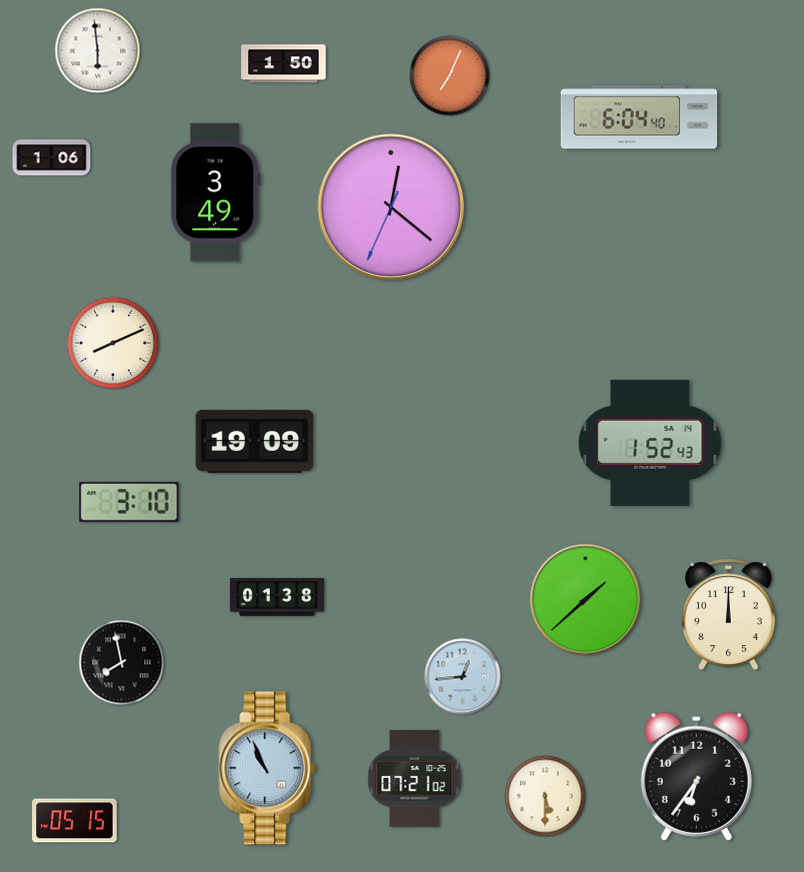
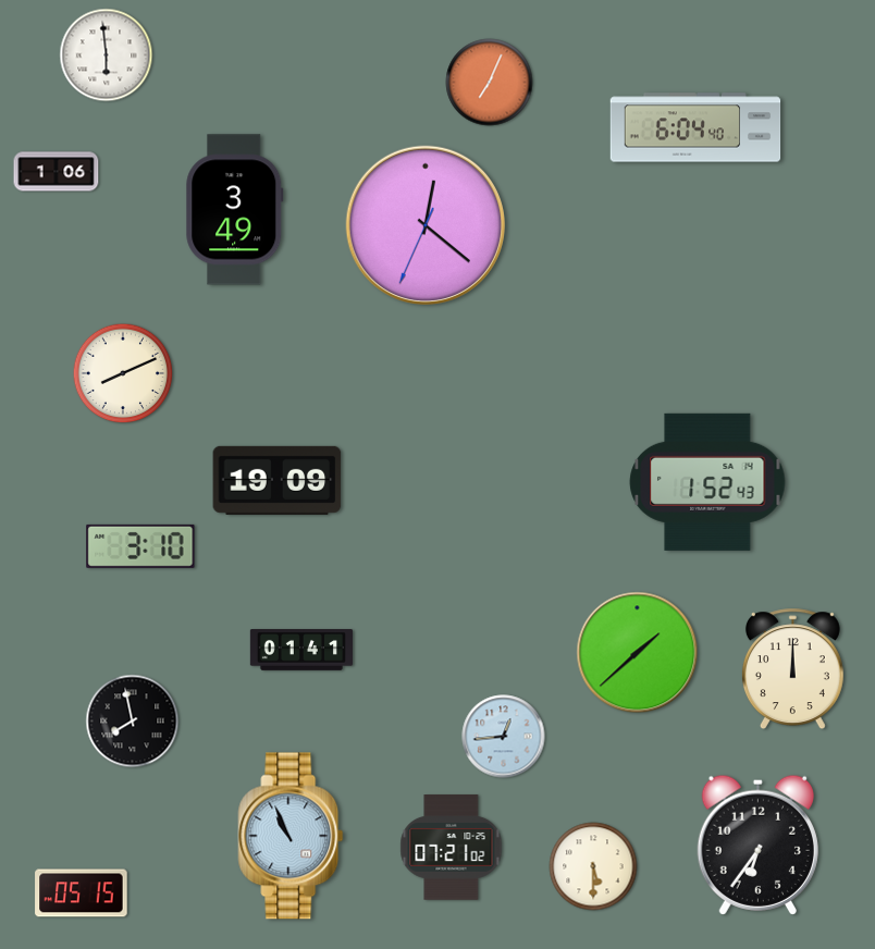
clock at (284, 64): 1:50 -> none
clock at (276, 597): 01:38 -> 01:41
